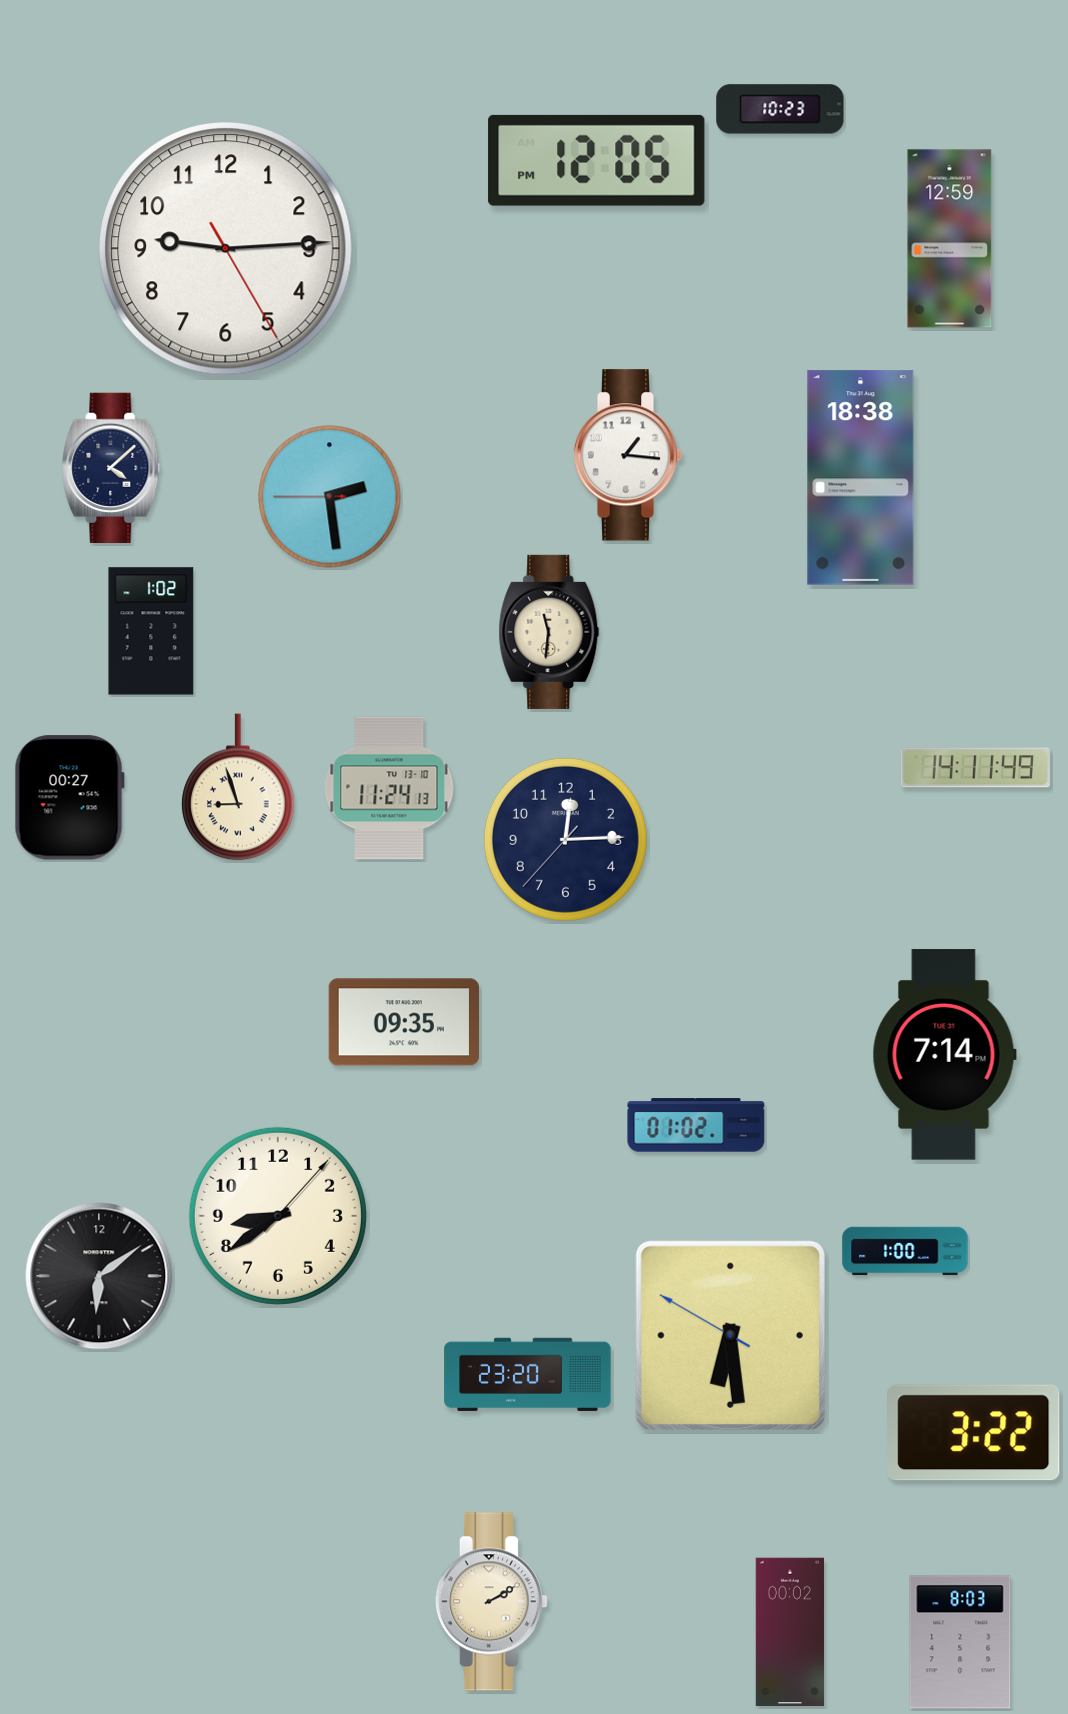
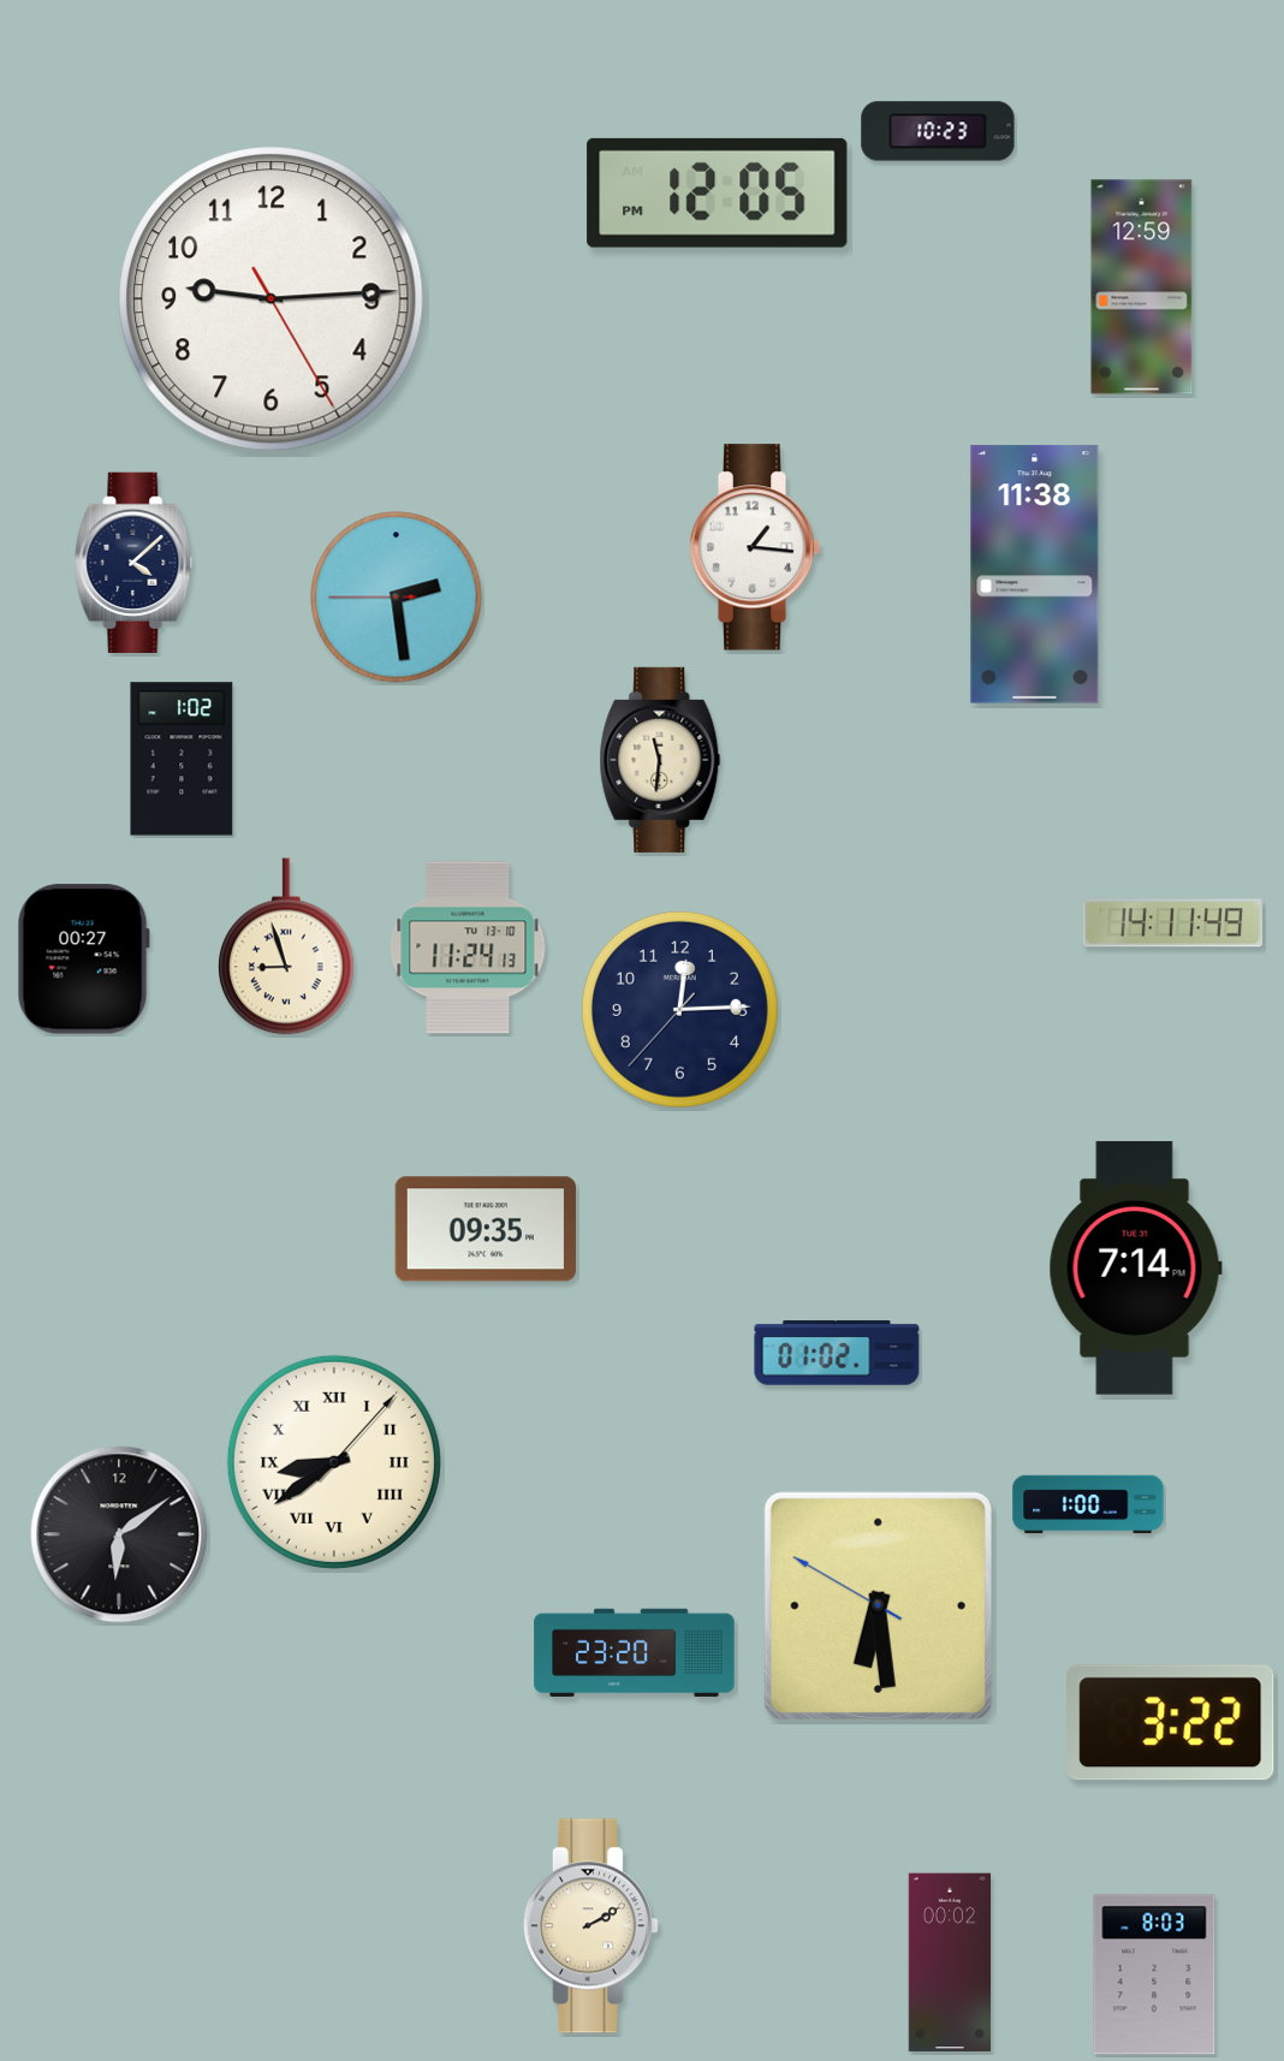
clock at (861, 478): 18:38 -> 11:38
clock at (278, 1216) numerals: Arabic -> Roman
